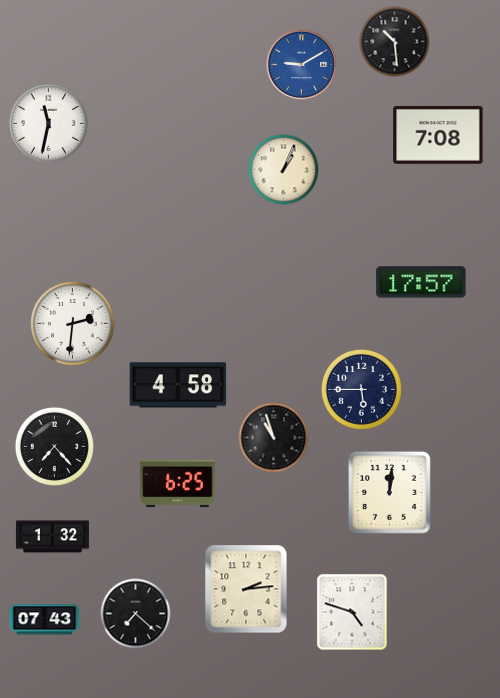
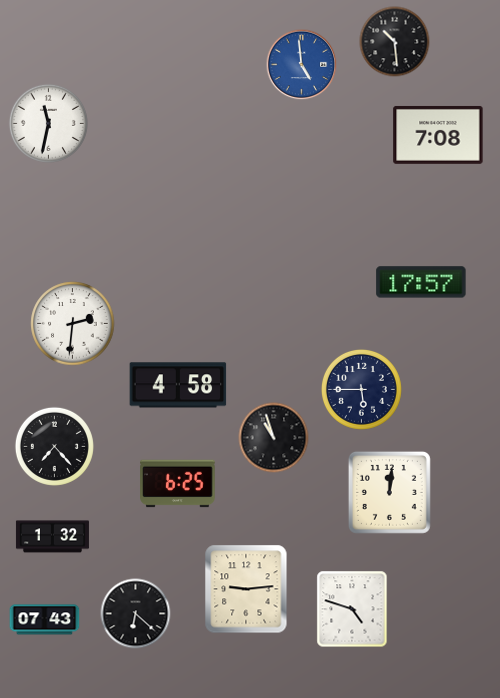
clock at (302, 65): 9:10 -> 4:59
clock at (284, 170): 1:04 -> none
clock at (246, 589): 2:14 -> 9:14
clock at (352, 612) position: (352, 612) -> (352, 609)
clock at (136, 614): 7:22 -> 6:22
